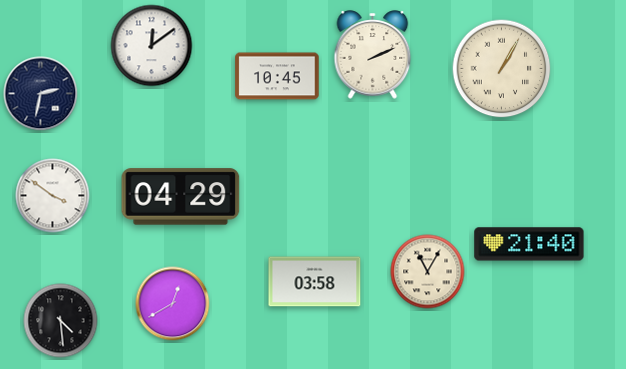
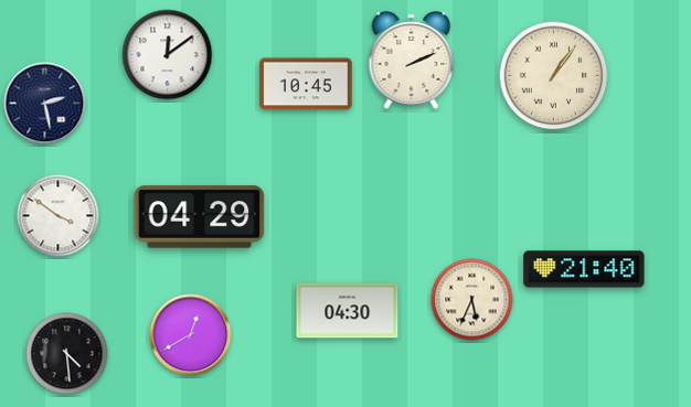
clock at (152, 46) position: (152, 46) -> (168, 55)
clock at (502, 69): 1:05 -> 1:06
clock at (41, 94): 2:32 -> 2:28
clock at (428, 272): 11:05 -> 5:34
clock at (315, 282): 03:58 -> 04:30
